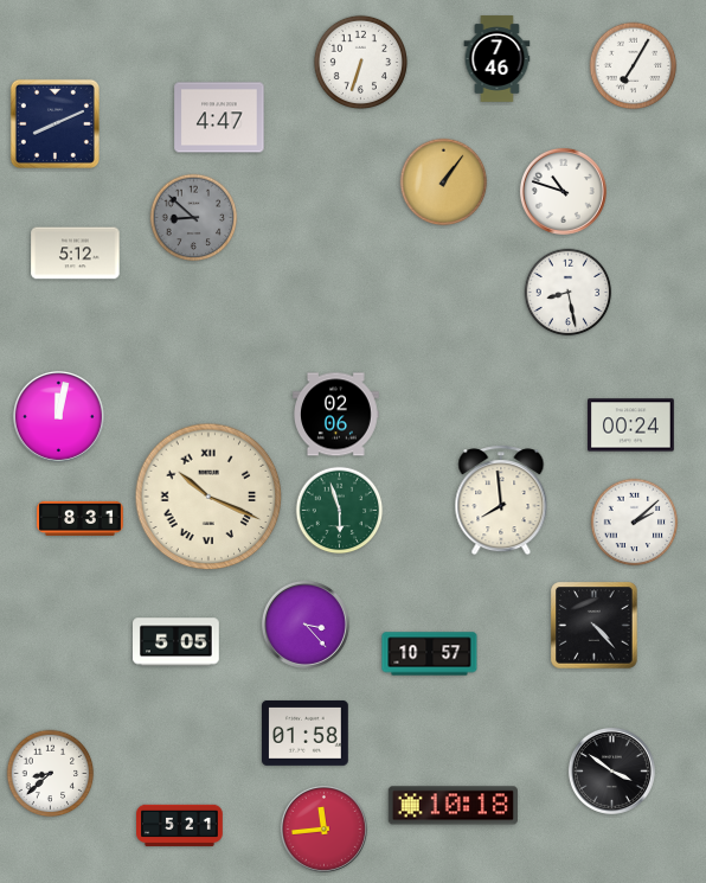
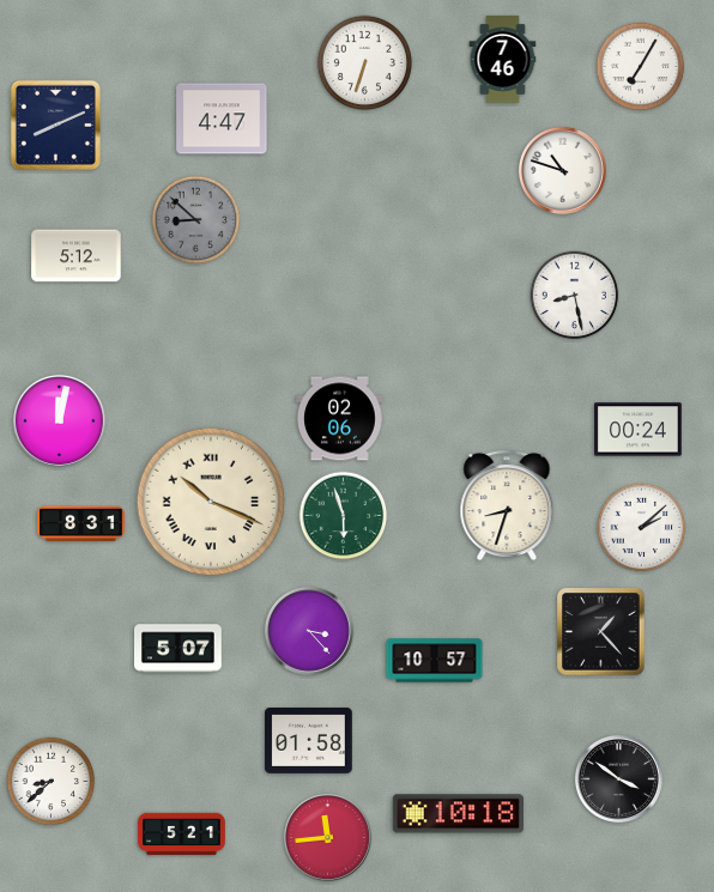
clock at (444, 183): 1:06 -> none
clock at (563, 191) position: (563, 191) -> (562, 170)
clock at (501, 500): 7:59 -> 8:33
clock at (595, 626): 4:23 -> 1:23
clock at (176, 642): 5:05 -> 5:07
